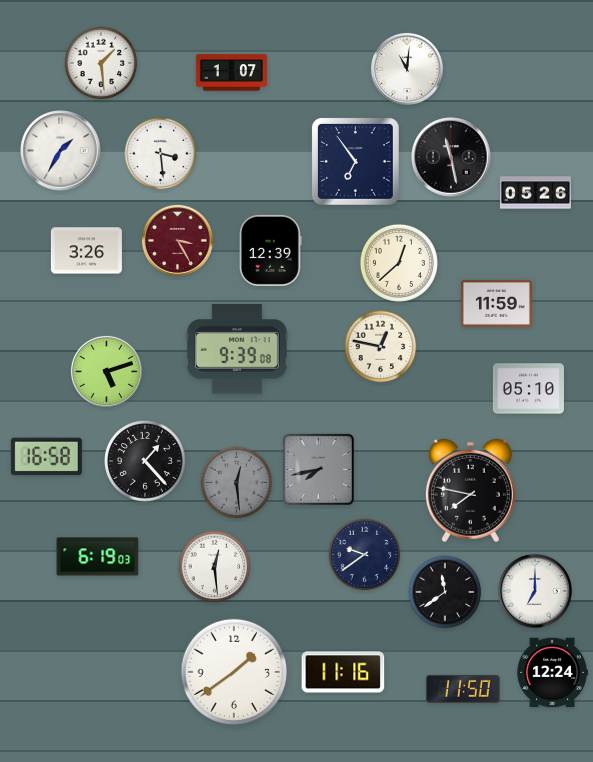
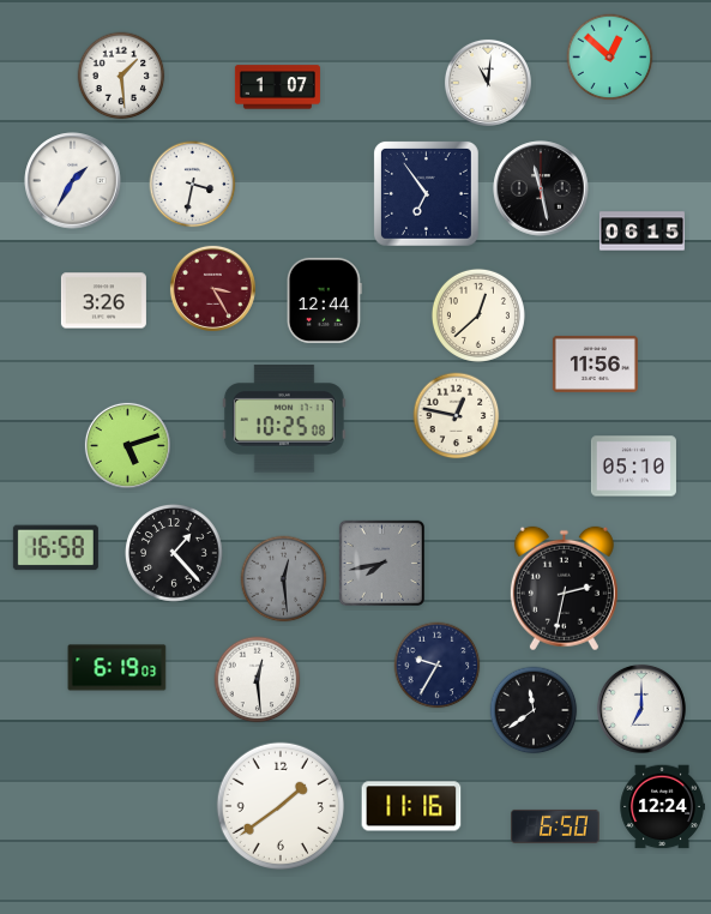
clock at (610, 58): none -> 12:52
clock at (161, 154): 3:29 -> 3:32
clock at (535, 193): 05:26 -> 06:15
clock at (270, 250): 12:39 -> 12:44
clock at (496, 303): 11:59 -> 11:56
clock at (237, 349): 9:39 -> 10:25
clock at (470, 491): 7:47 -> 2:32
clock at (365, 555): 9:39 -> 9:35
clock at (463, 689): 11:50 -> 6:50
